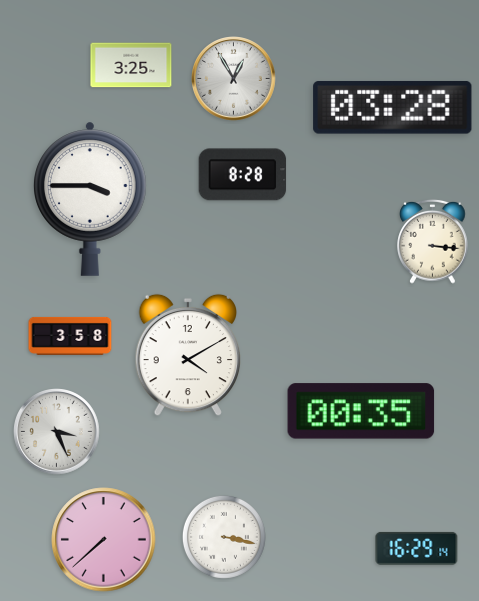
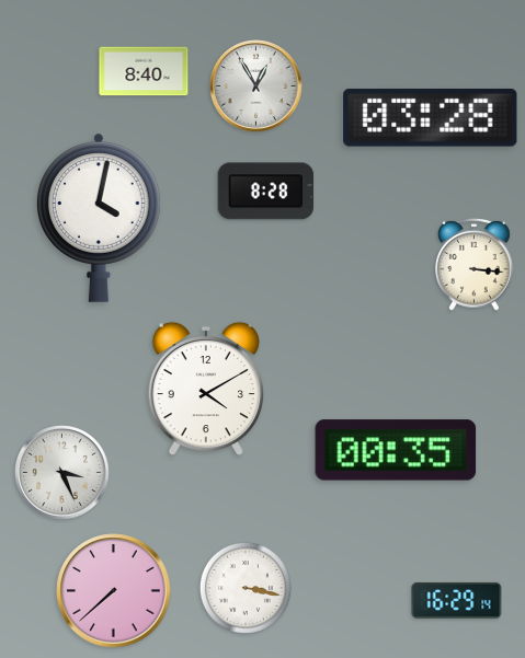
clock at (131, 65): 3:25 -> 8:40
clock at (91, 199): 3:45 -> 4:02
clock at (70, 336): 3:58 -> none
